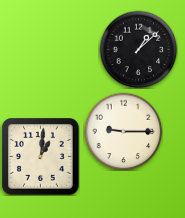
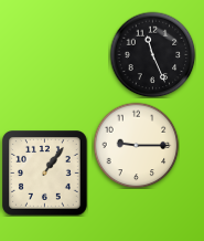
clock at (138, 49): 1:08 -> 11:26
clock at (41, 157): 1:01 -> 1:06
